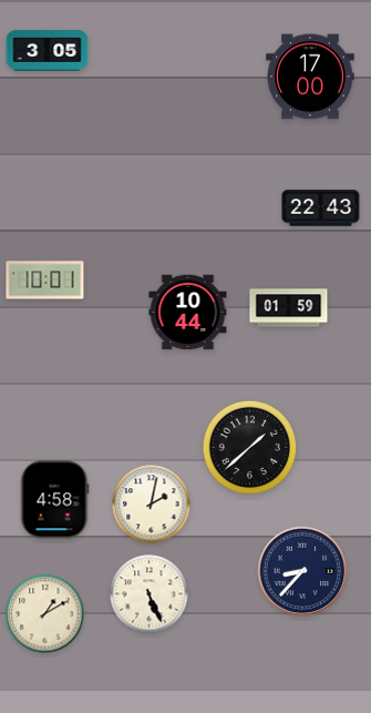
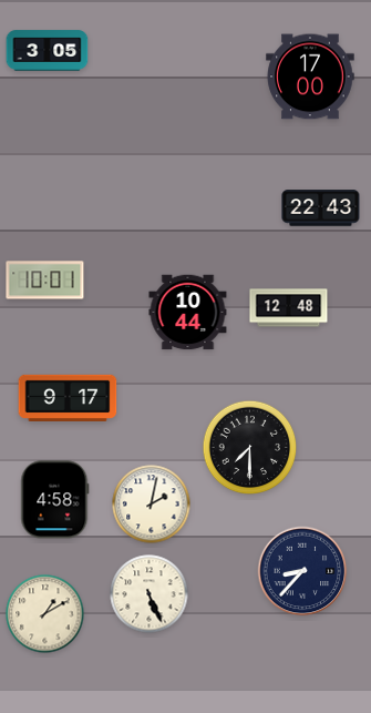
clock at (289, 308): 01:59 -> 12:48
clock at (68, 397): none -> 9:17
clock at (250, 448): 1:38 -> 7:30
